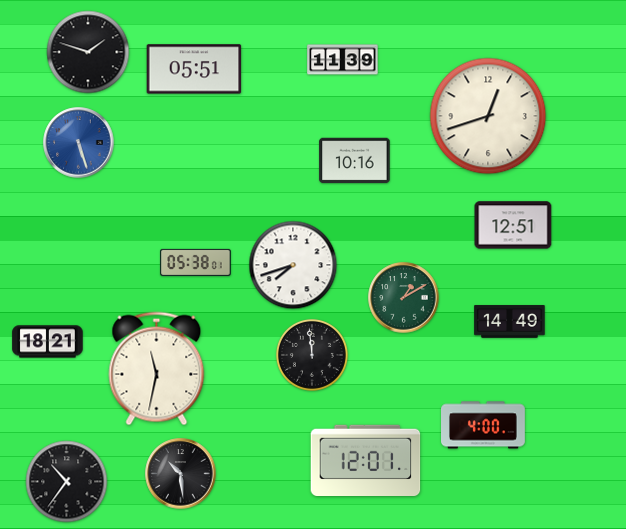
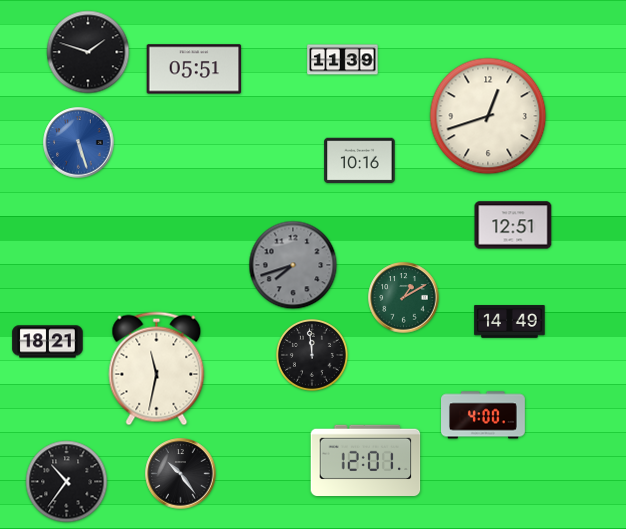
clock at (355, 161) position: (355, 161) -> (360, 161)
clock at (196, 262): 05:38 -> none
clock at (293, 265) dial: white -> grey
clock at (484, 425) position: (484, 425) -> (484, 415)
clock at (181, 474): 10:29 -> 10:24
